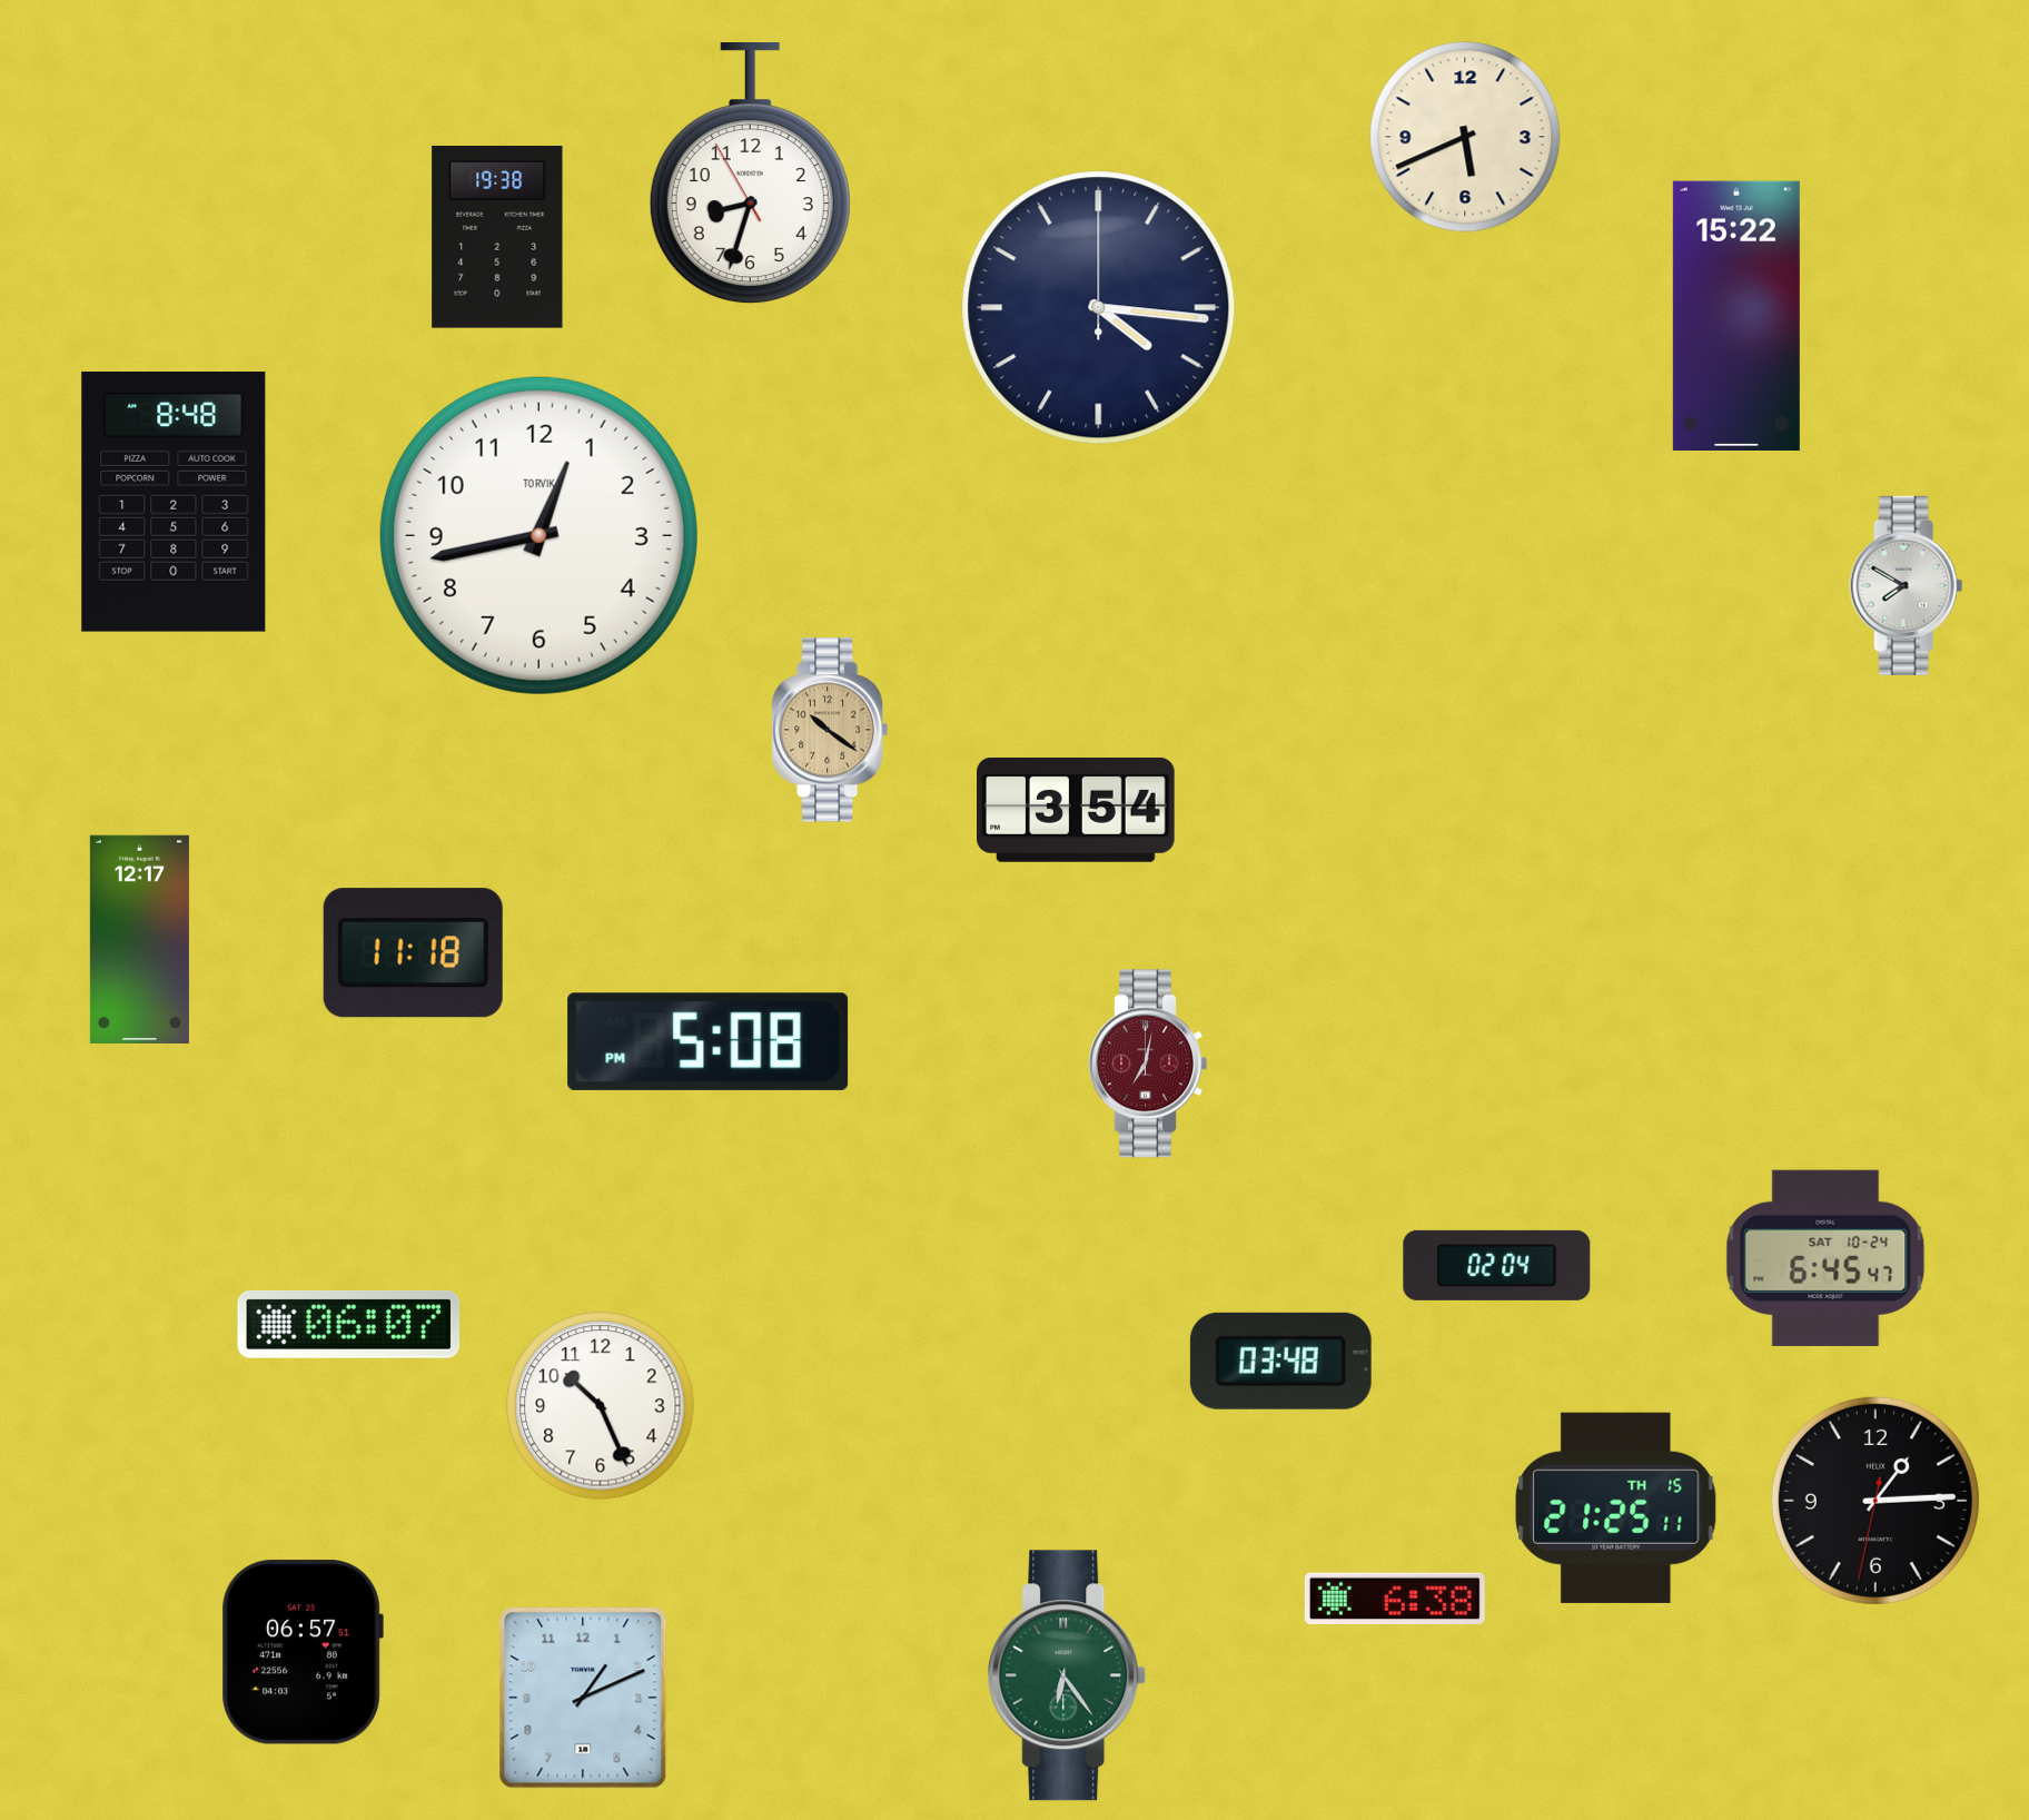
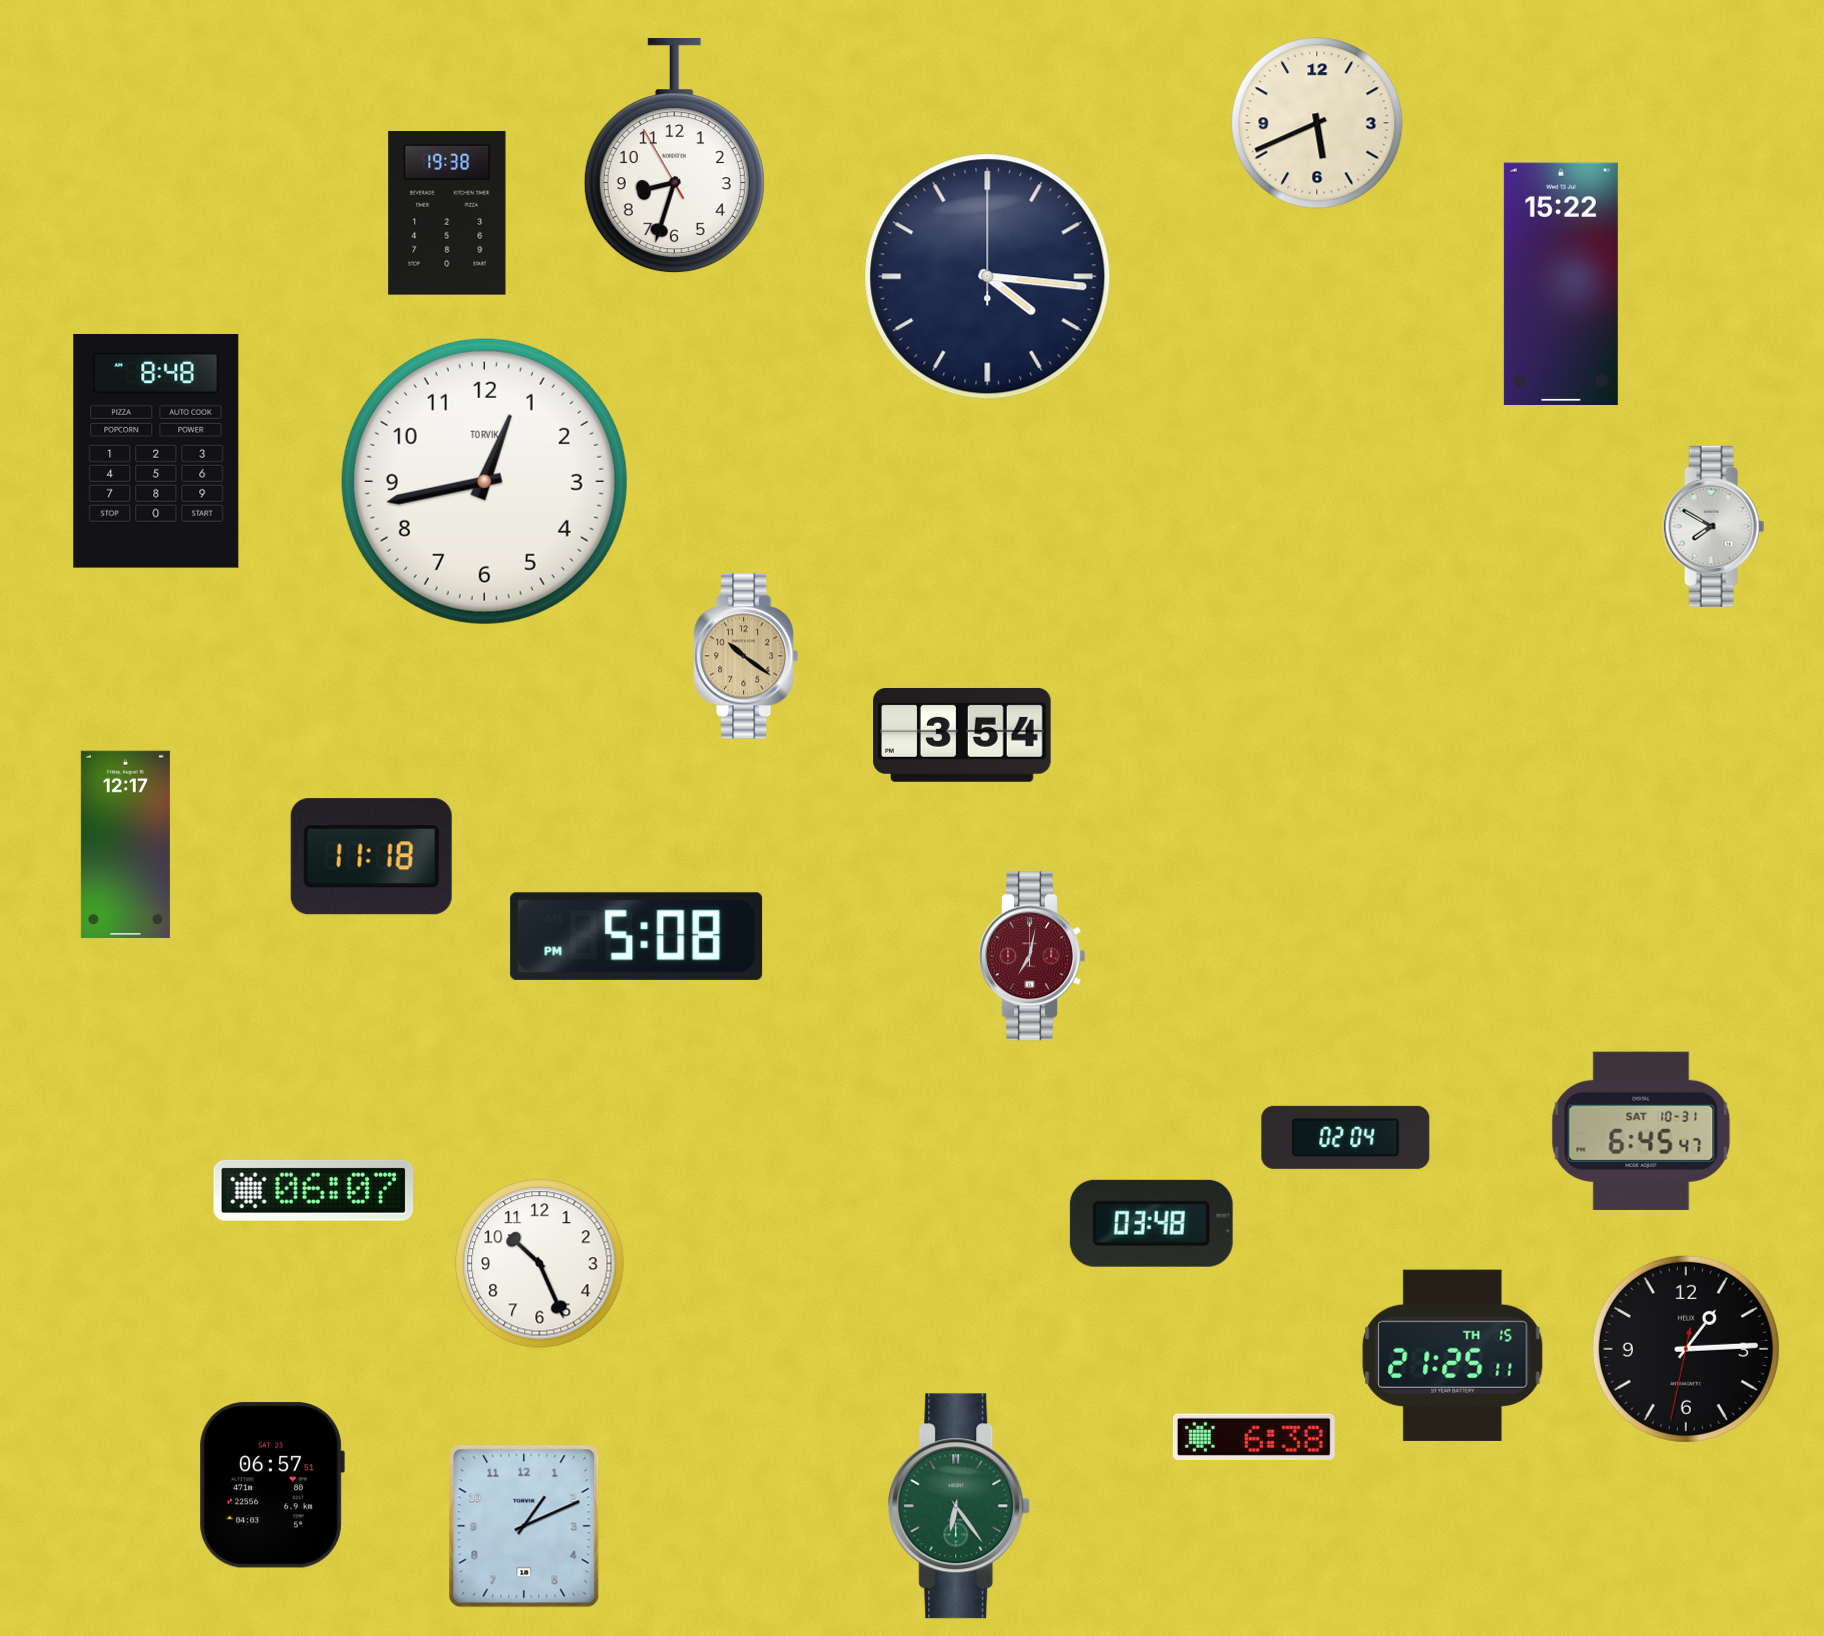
clock at (1076, 810) position: (1076, 810) -> (962, 735)
clock at (1825, 1258) date: SAT 10-24 -> SAT 10-31
